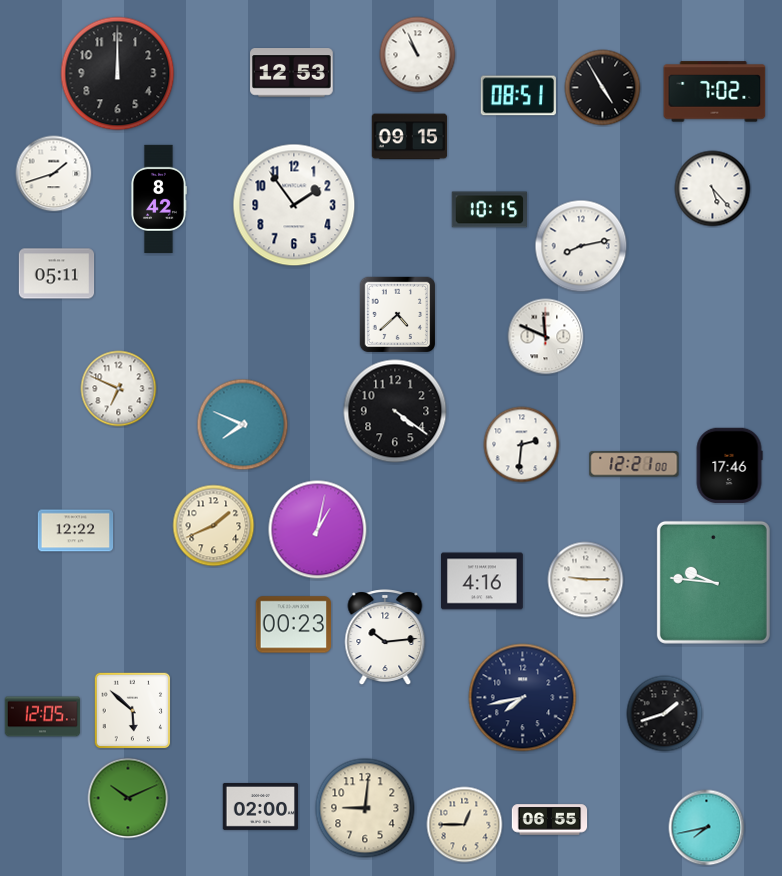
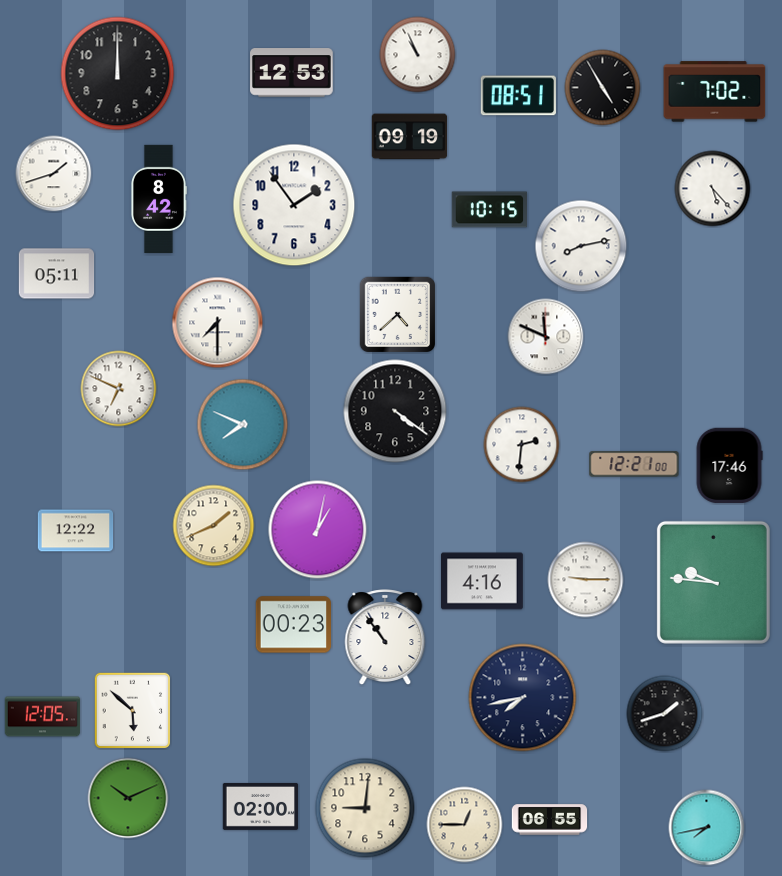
clock at (410, 137): 09:15 -> 09:19
clock at (218, 323): none -> 7:30
clock at (385, 637): 10:14 -> 10:54
